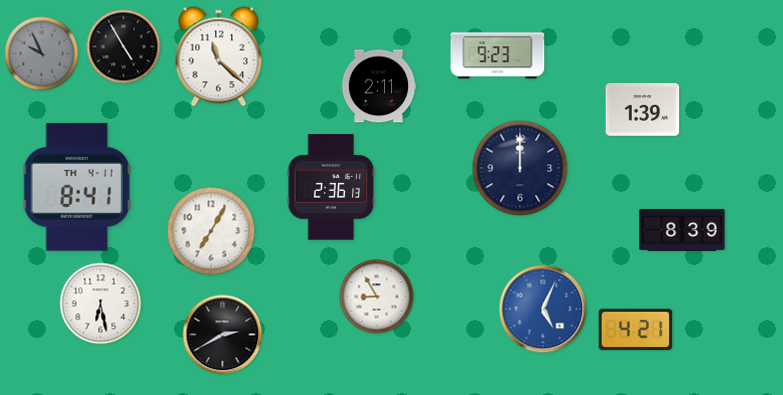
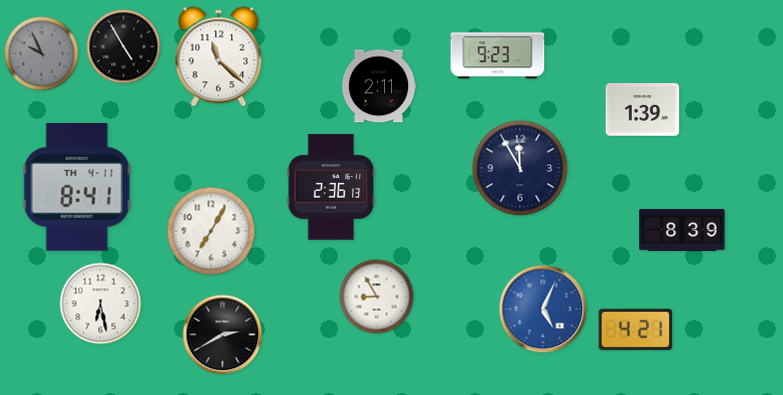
clock at (520, 168): 12:00 -> 11:55
